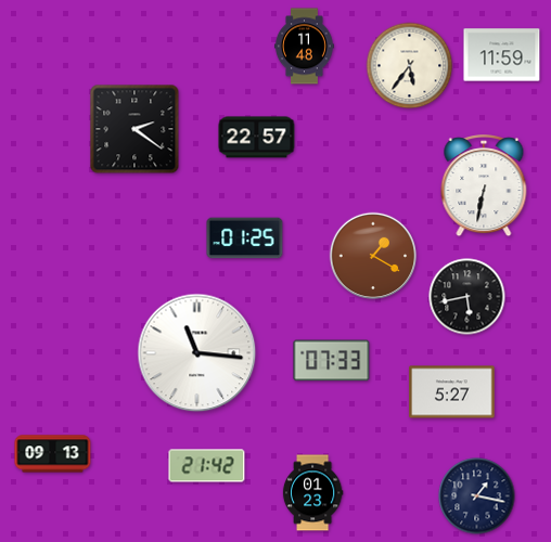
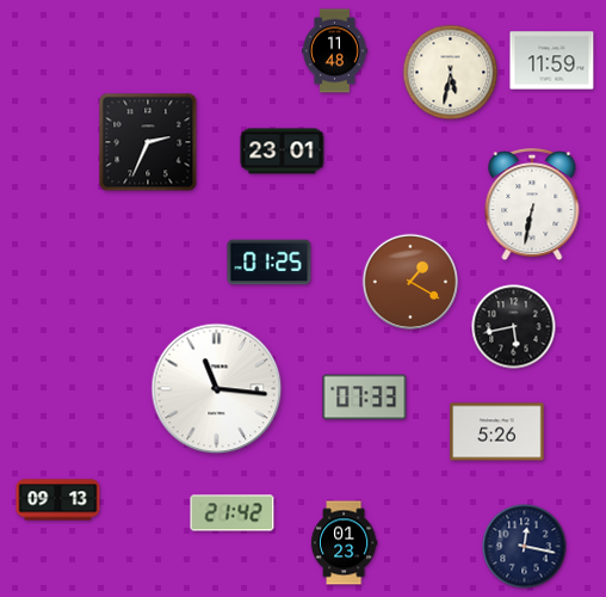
clock at (410, 66): 5:36 -> 5:32
clock at (134, 129): 2:21 -> 2:34
clock at (257, 138): 22:57 -> 23:01
clock at (452, 392): 5:27 -> 5:26
clock at (207, 466) position: (207, 466) -> (233, 513)
clock at (477, 496): 1:17 -> 12:17
